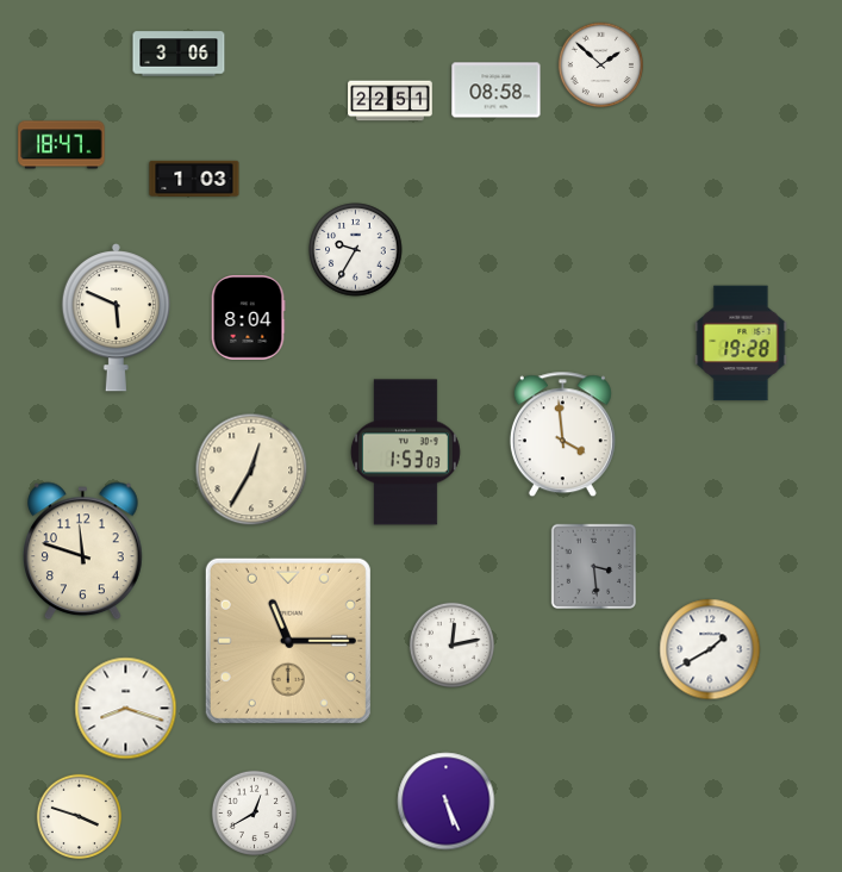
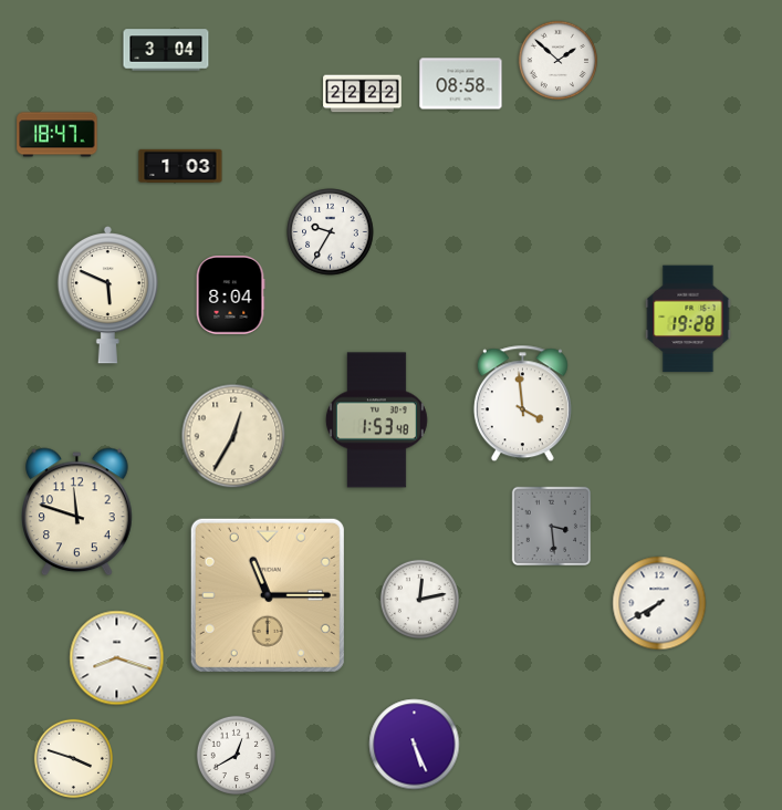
clock at (179, 54): 3:06 -> 3:04
clock at (391, 101): 22:51 -> 22:22
clock at (405, 453): 1:53:03 -> 1:53:48
clock at (710, 649): 1:40 -> 7:40
